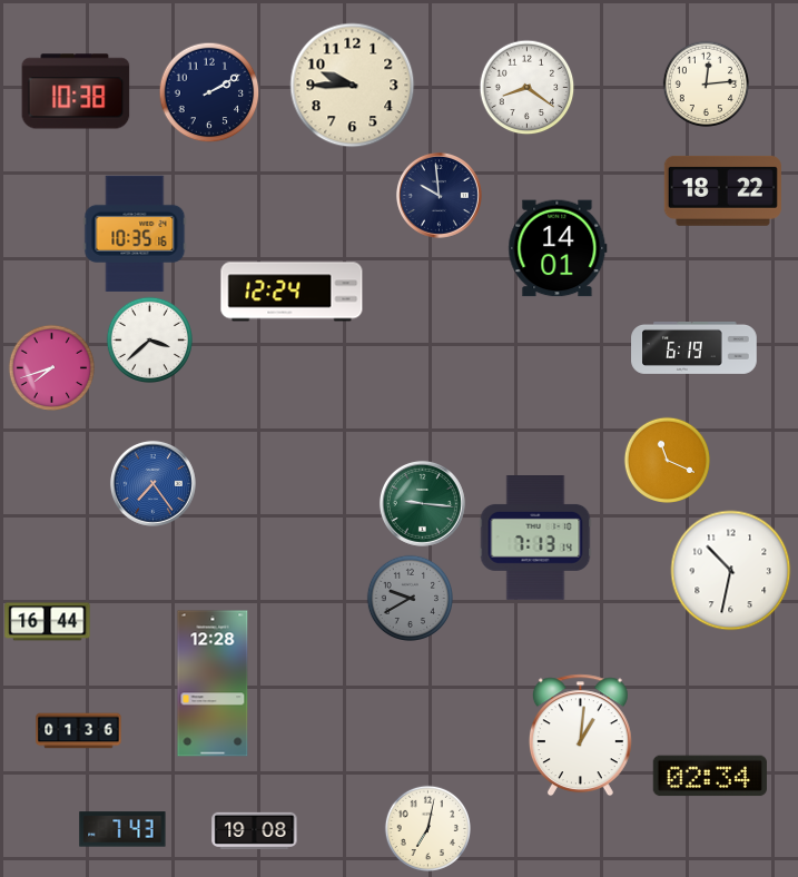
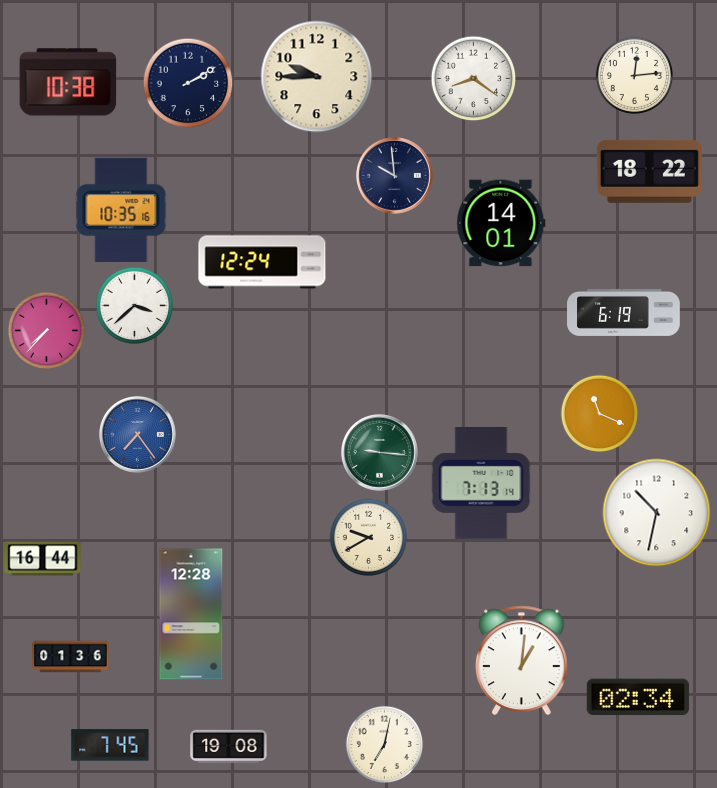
clock at (51, 367): 7:42 -> 7:37
clock at (410, 598) dial: grey -> cream
clock at (122, 829): 7:43 -> 7:45
